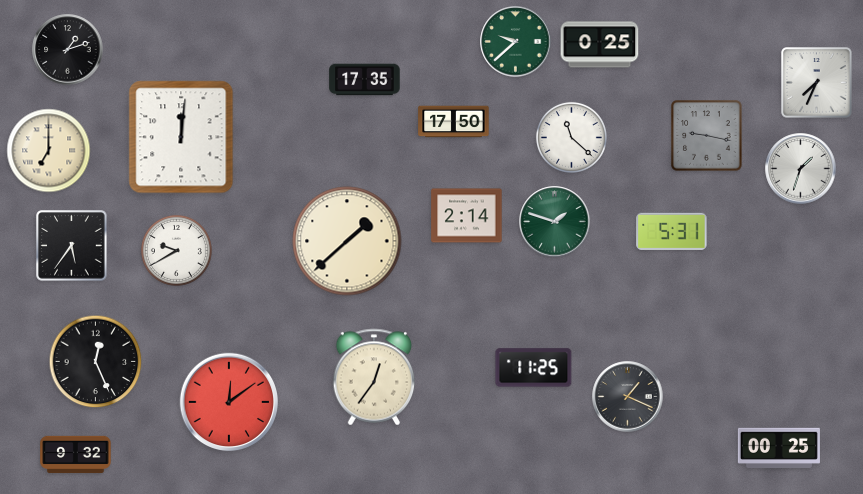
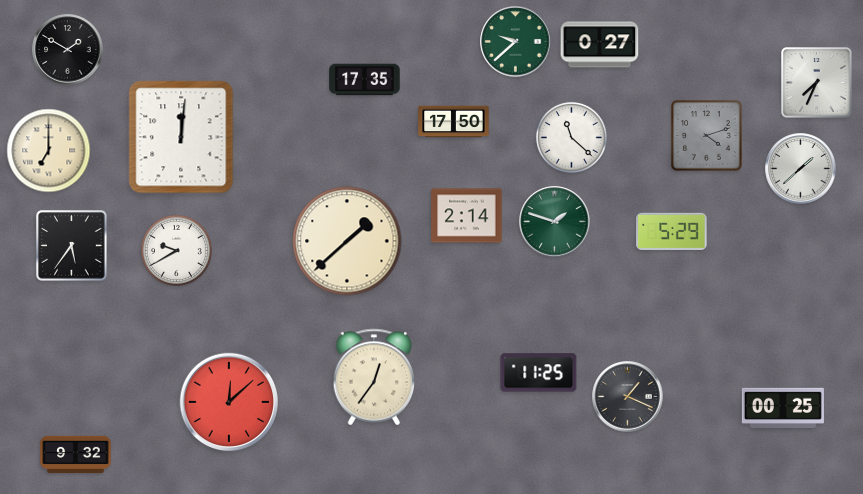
clock at (600, 45): 0:25 -> 0:27
clock at (68, 50): 1:12 -> 1:50
clock at (707, 136): 9:17 -> 4:12
clock at (801, 169): 1:33 -> 1:38
clock at (672, 231): 5:31 -> 5:29
clock at (96, 362): 12:26 -> none
clock at (534, 368) position: (534, 368) -> (539, 373)
clock at (228, 401): 12:09 -> 12:08
clock at (779, 448) position: (779, 448) -> (783, 408)
